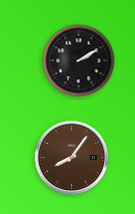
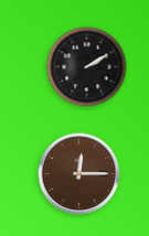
clock at (72, 158): 8:06 -> 12:15
